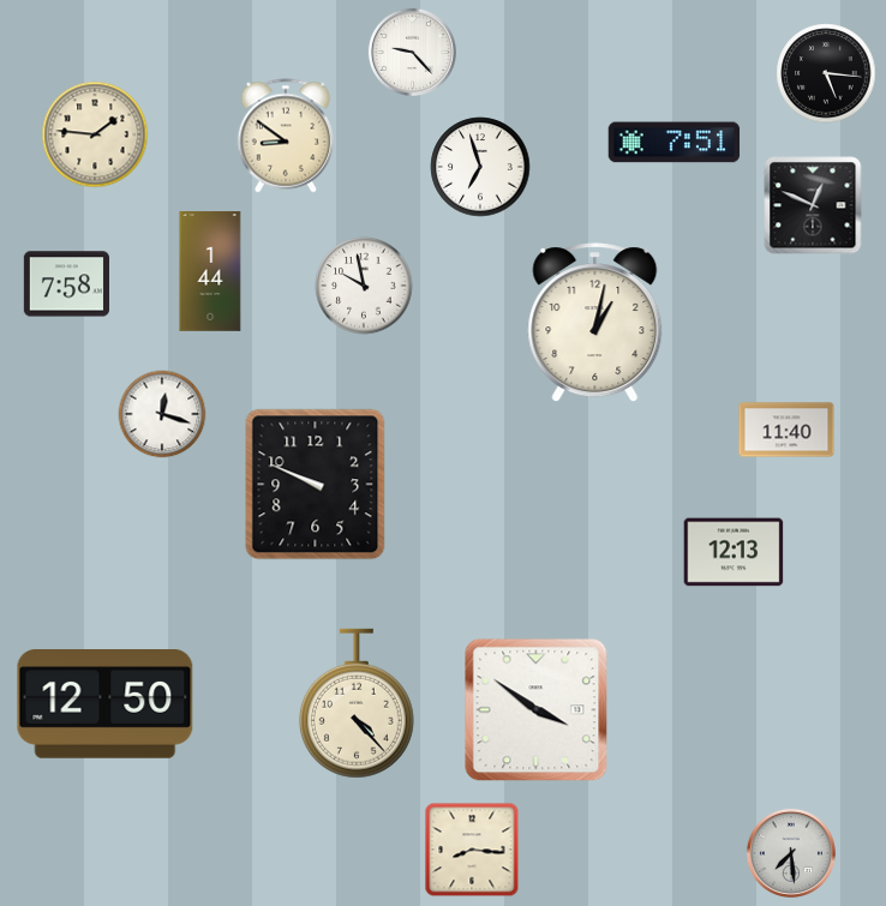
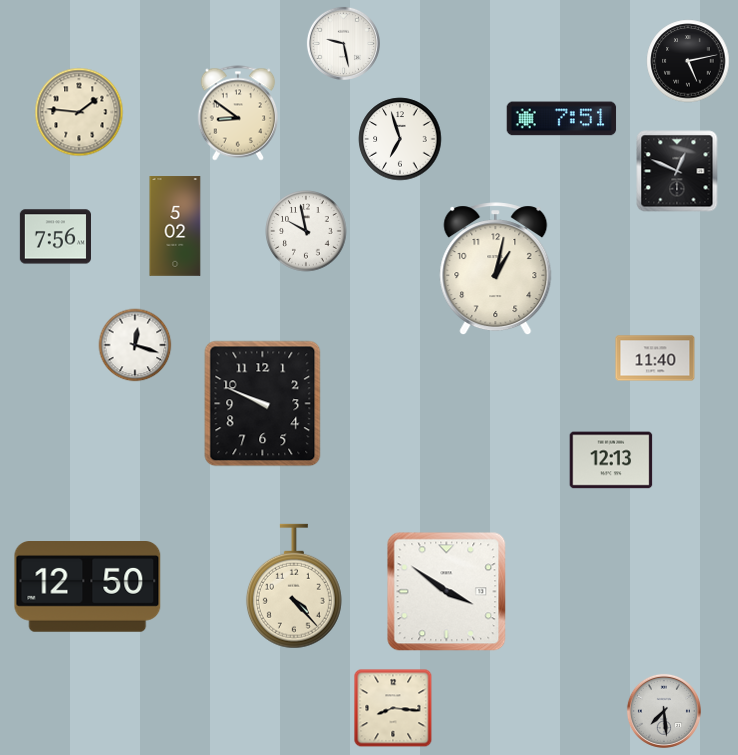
clock at (412, 52): 9:23 -> 9:28
clock at (826, 73): 5:16 -> 5:13
clock at (210, 271): 1:44 -> 5:02
clock at (66, 284): 7:58 -> 7:56
clock at (364, 286) position: (364, 286) -> (306, 231)
clock at (357, 703) position: (357, 703) -> (294, 586)
clock at (791, 853) position: (791, 853) -> (664, 711)
